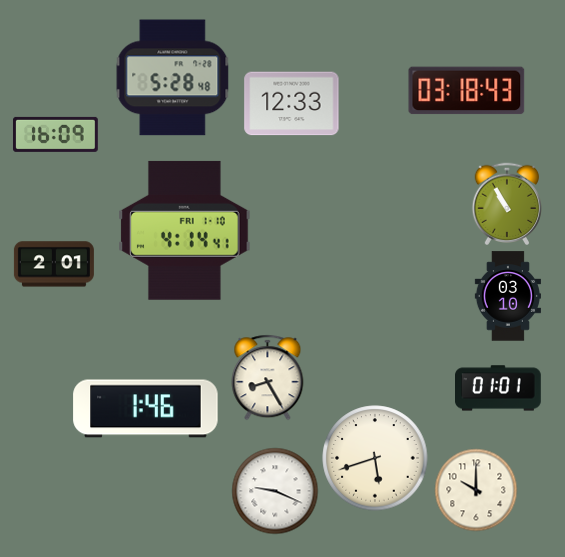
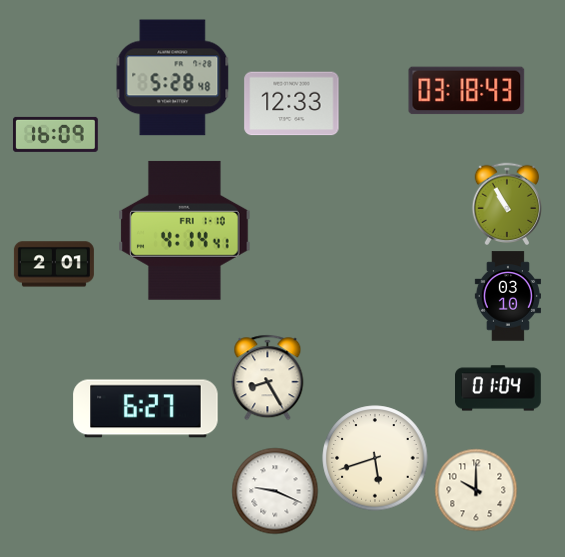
clock at (499, 388): 01:01 -> 01:04
clock at (146, 409): 1:46 -> 6:27
